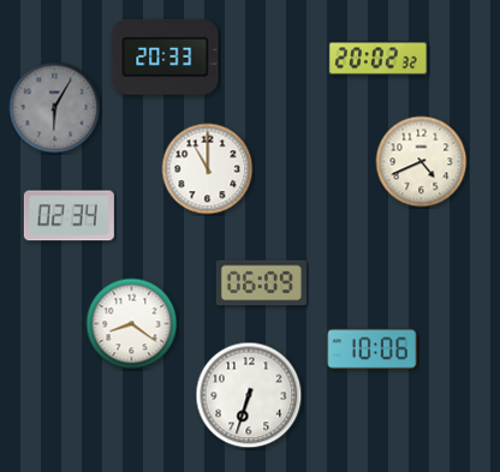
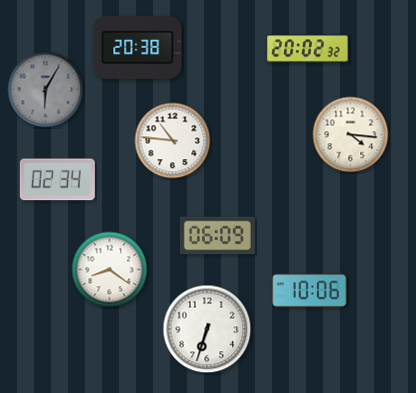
clock at (166, 56): 20:33 -> 20:38
clock at (379, 59) position: (379, 59) -> (308, 49)
clock at (422, 162): 4:41 -> 4:16
clock at (208, 169): 11:00 -> 10:46
